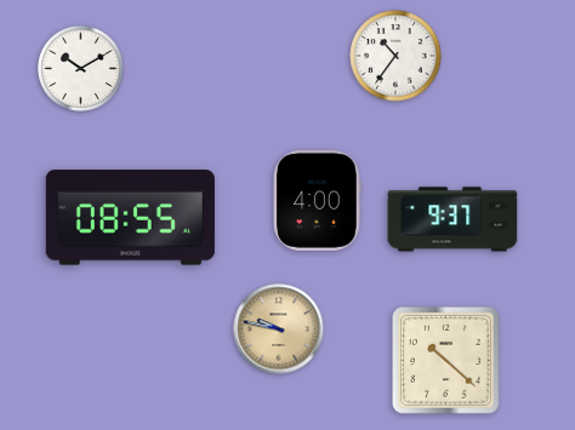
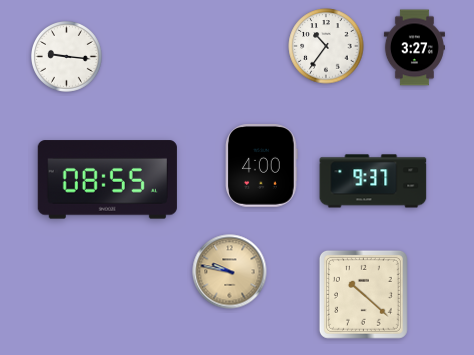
clock at (414, 48): none -> 3:27
clock at (81, 69): 10:10 -> 9:16
clock at (445, 360) position: (445, 360) -> (363, 294)
